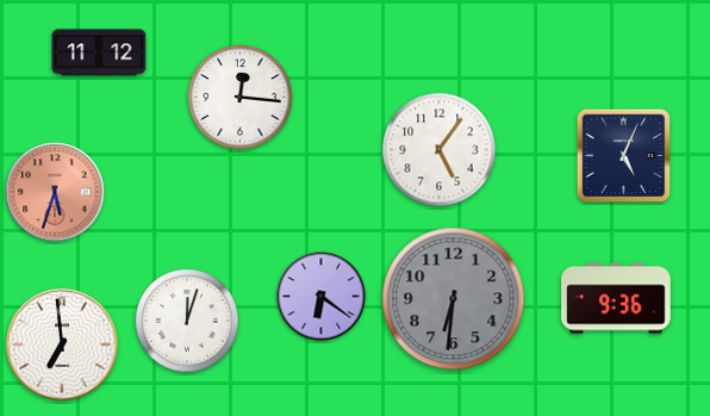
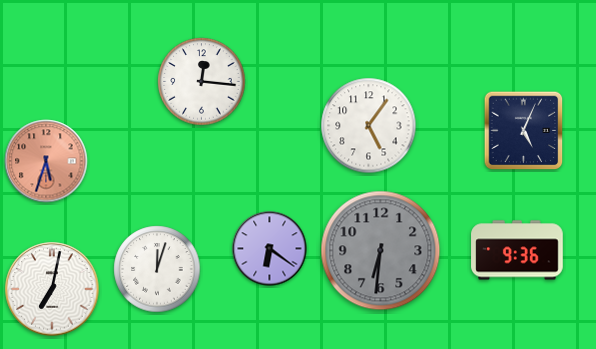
clock at (99, 52): 11:12 -> none
clock at (62, 344): 6:59 -> 7:02
